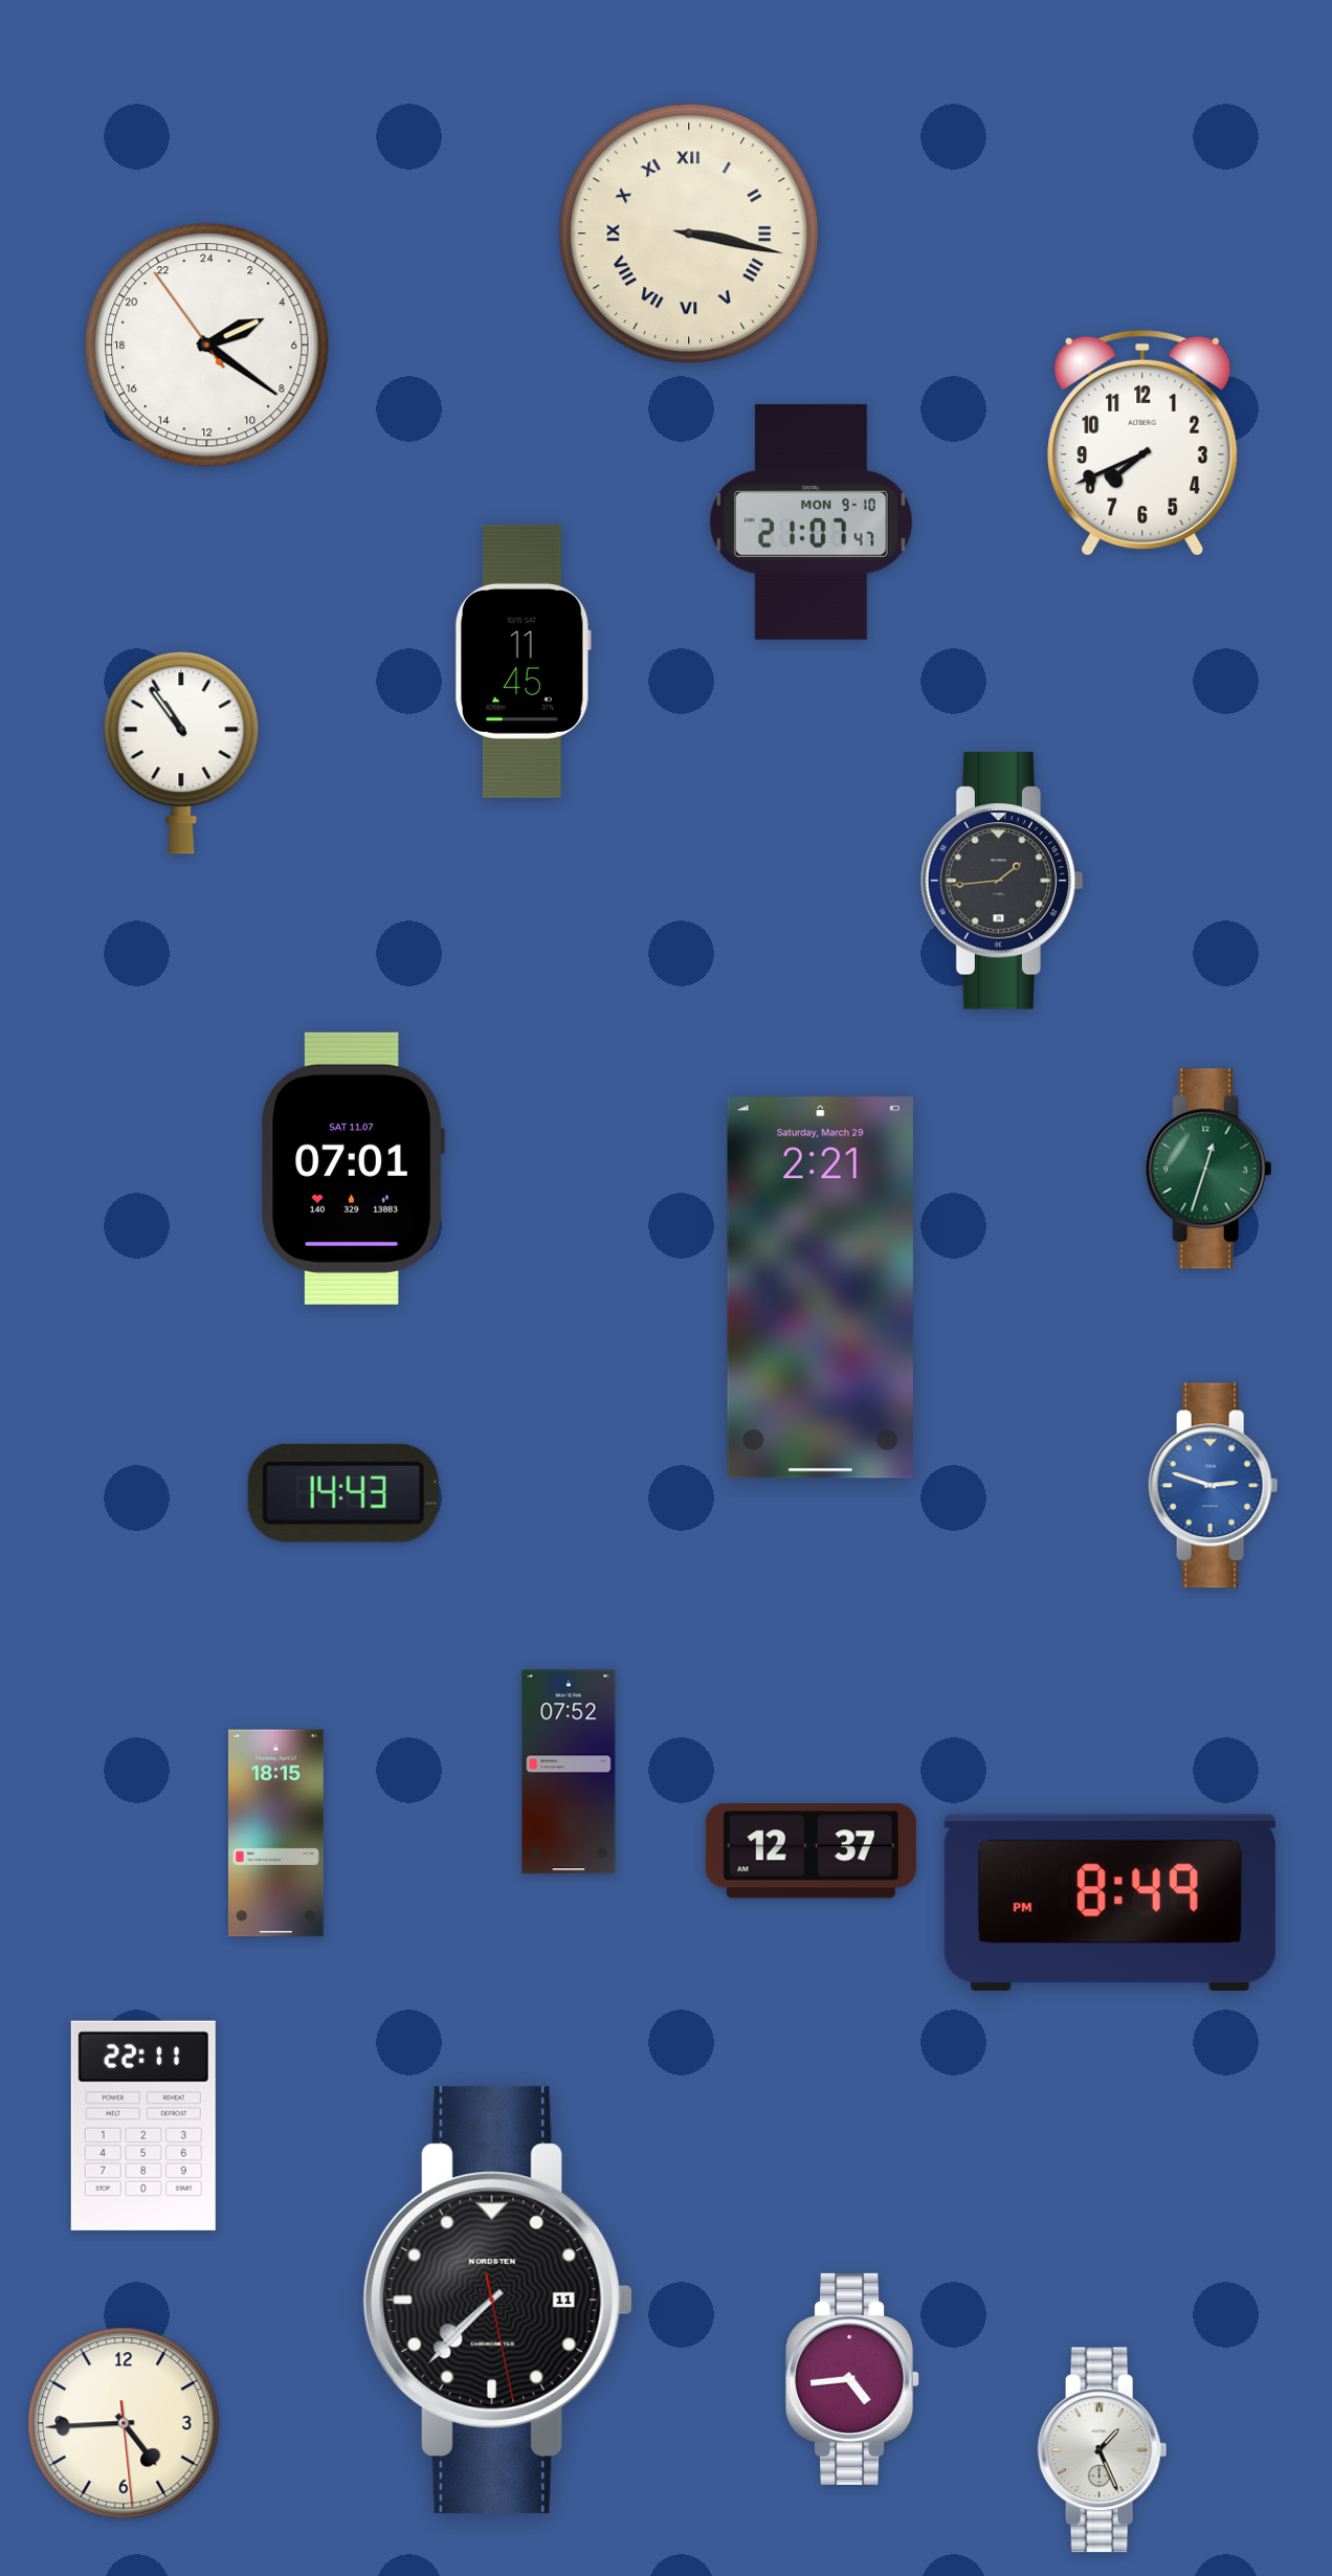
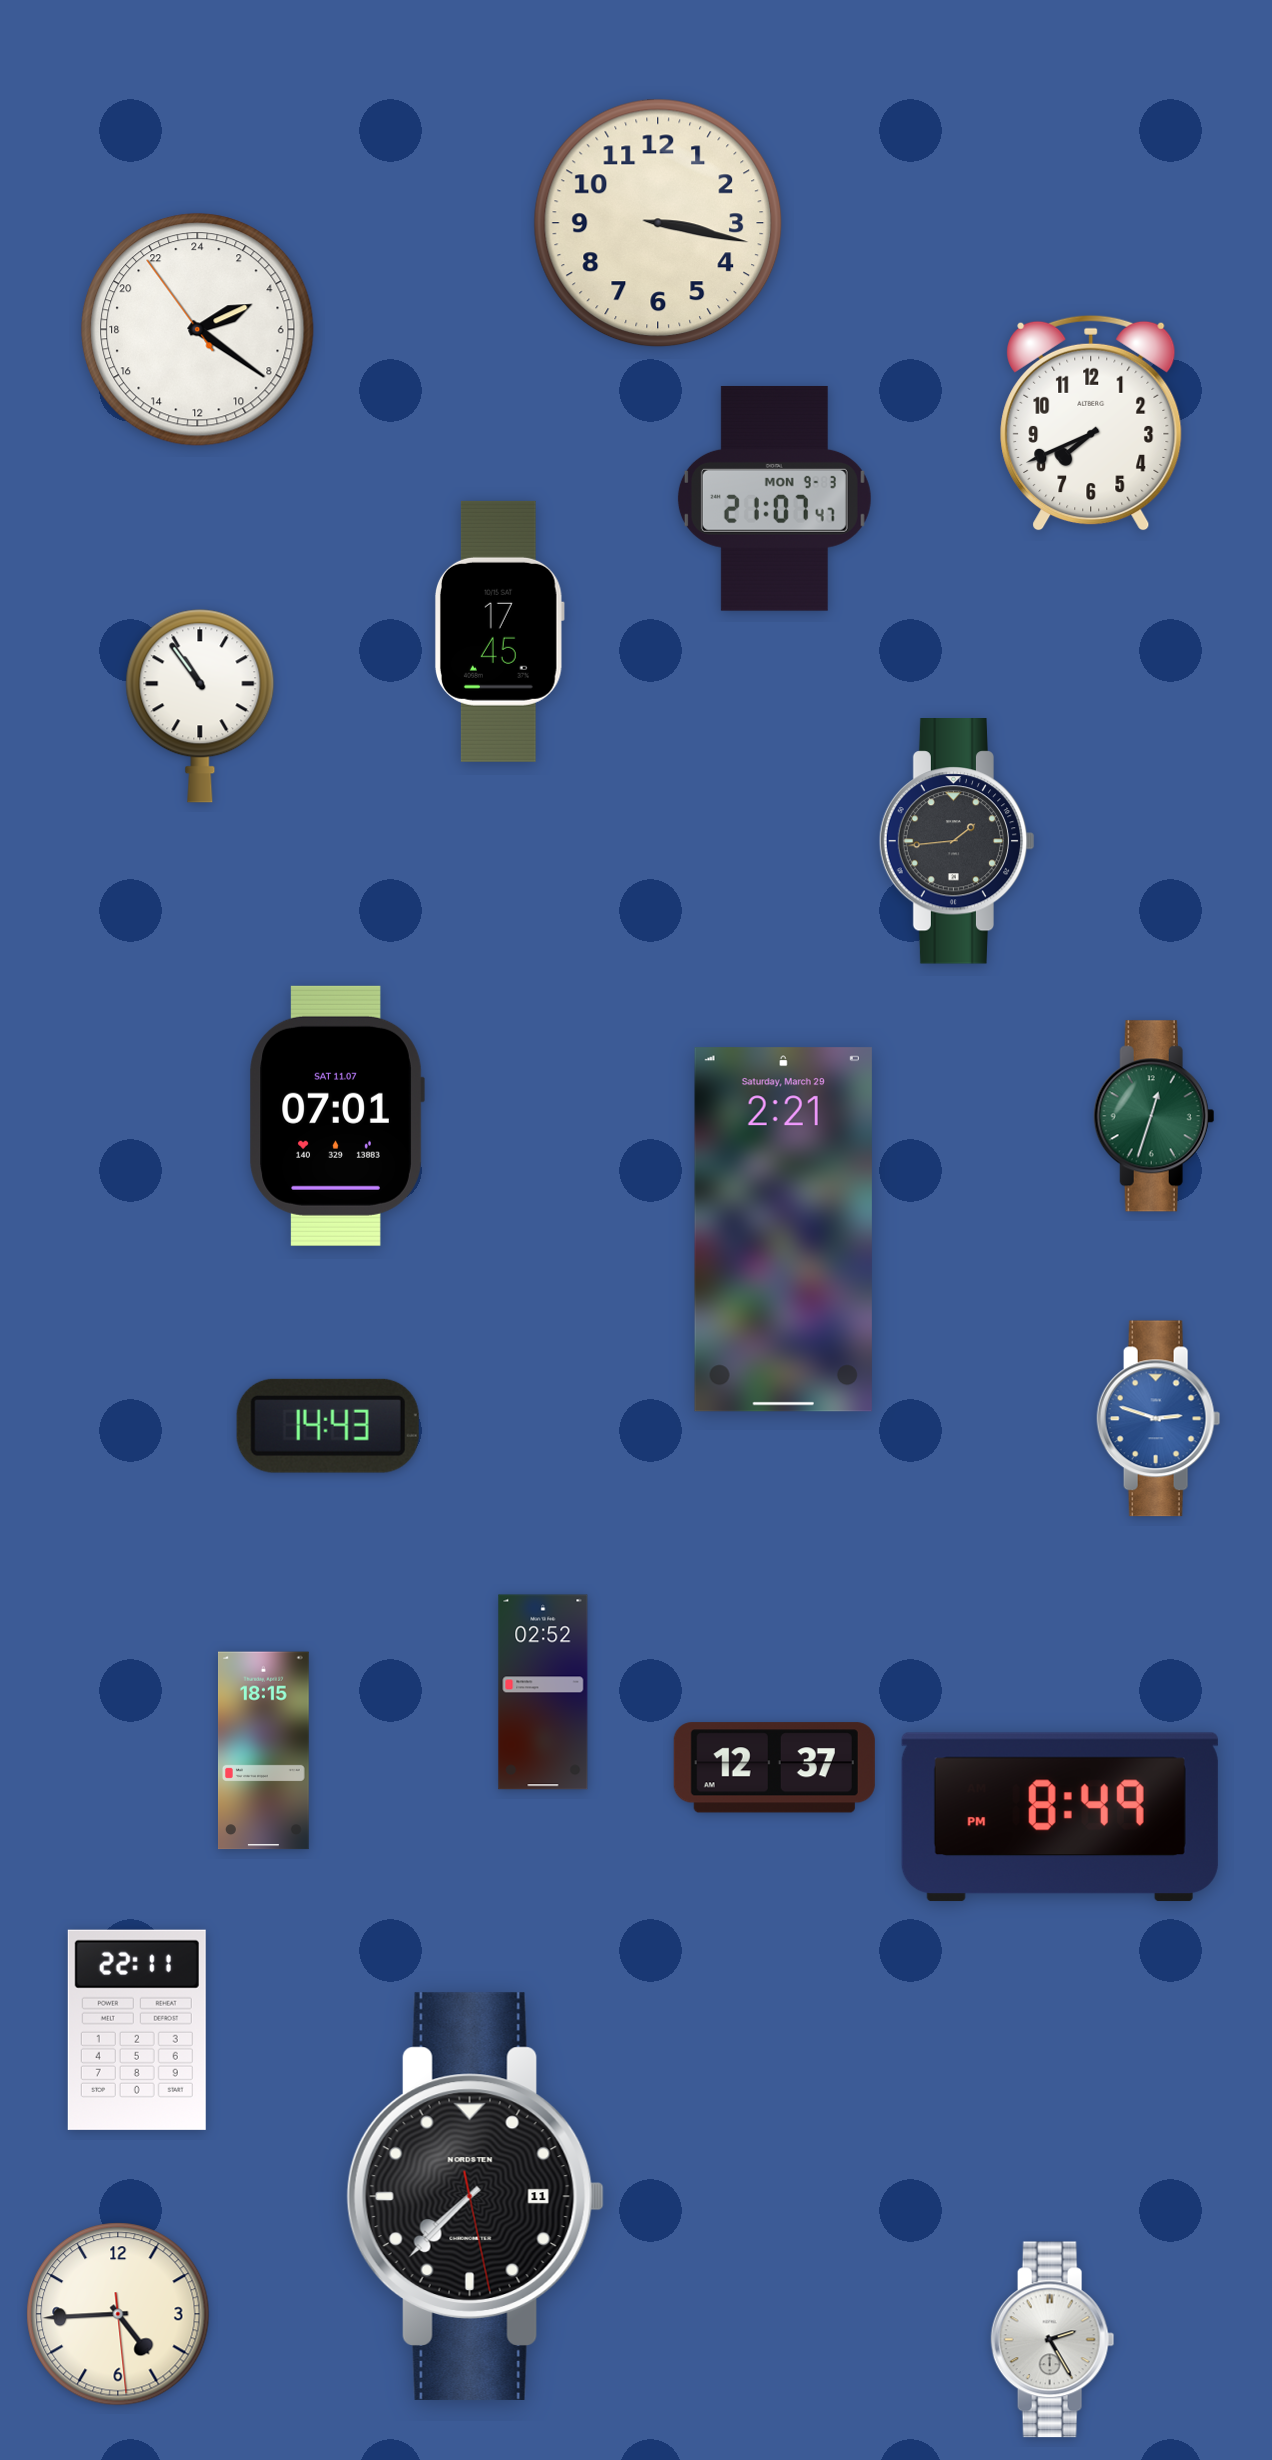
clock at (689, 234) numerals: Roman -> Arabic
clock at (811, 521) date: MON 9-10 -> MON 9-3
clock at (523, 661): 11:45 -> 17:45
clock at (181, 753) position: (181, 753) -> (200, 706)
clock at (569, 1772): 07:52 -> 02:52
clock at (853, 2379): 4:44 -> none
clock at (1103, 2450): 1:26 -> 2:25
